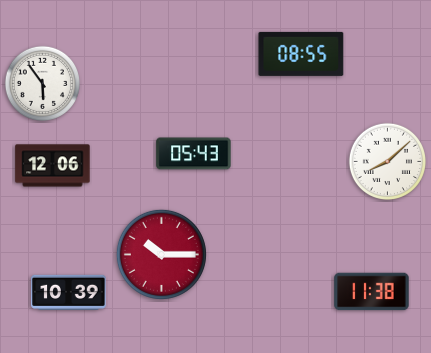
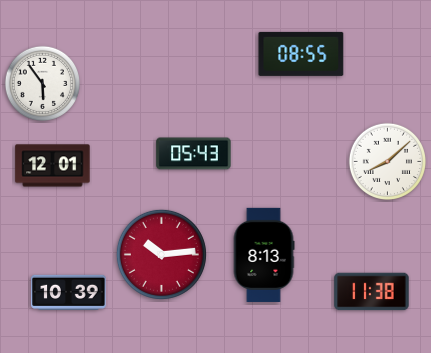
clock at (53, 166): 12:06 -> 12:01
clock at (161, 254): 10:15 -> 10:14
clock at (264, 255): none -> 8:13
